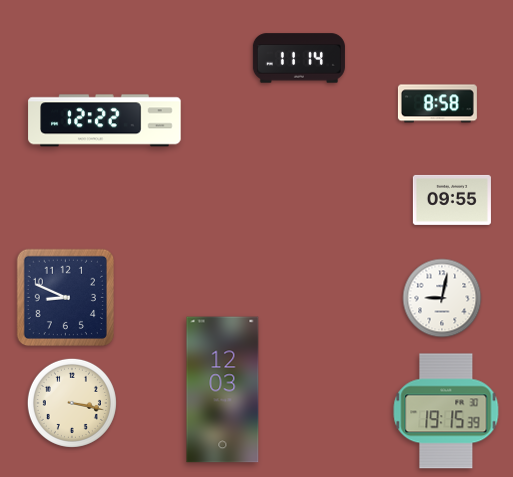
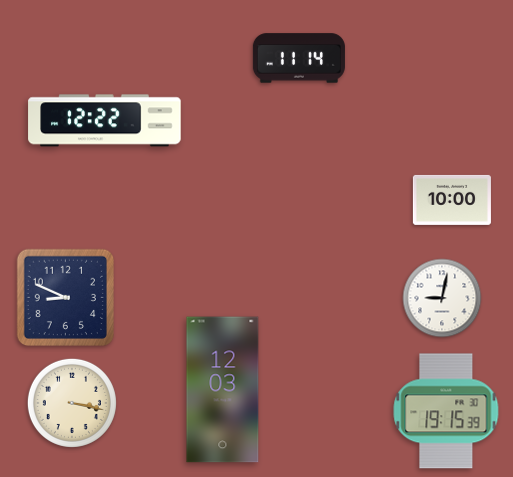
clock at (437, 104): 8:58 -> none
clock at (452, 200): 09:55 -> 10:00
